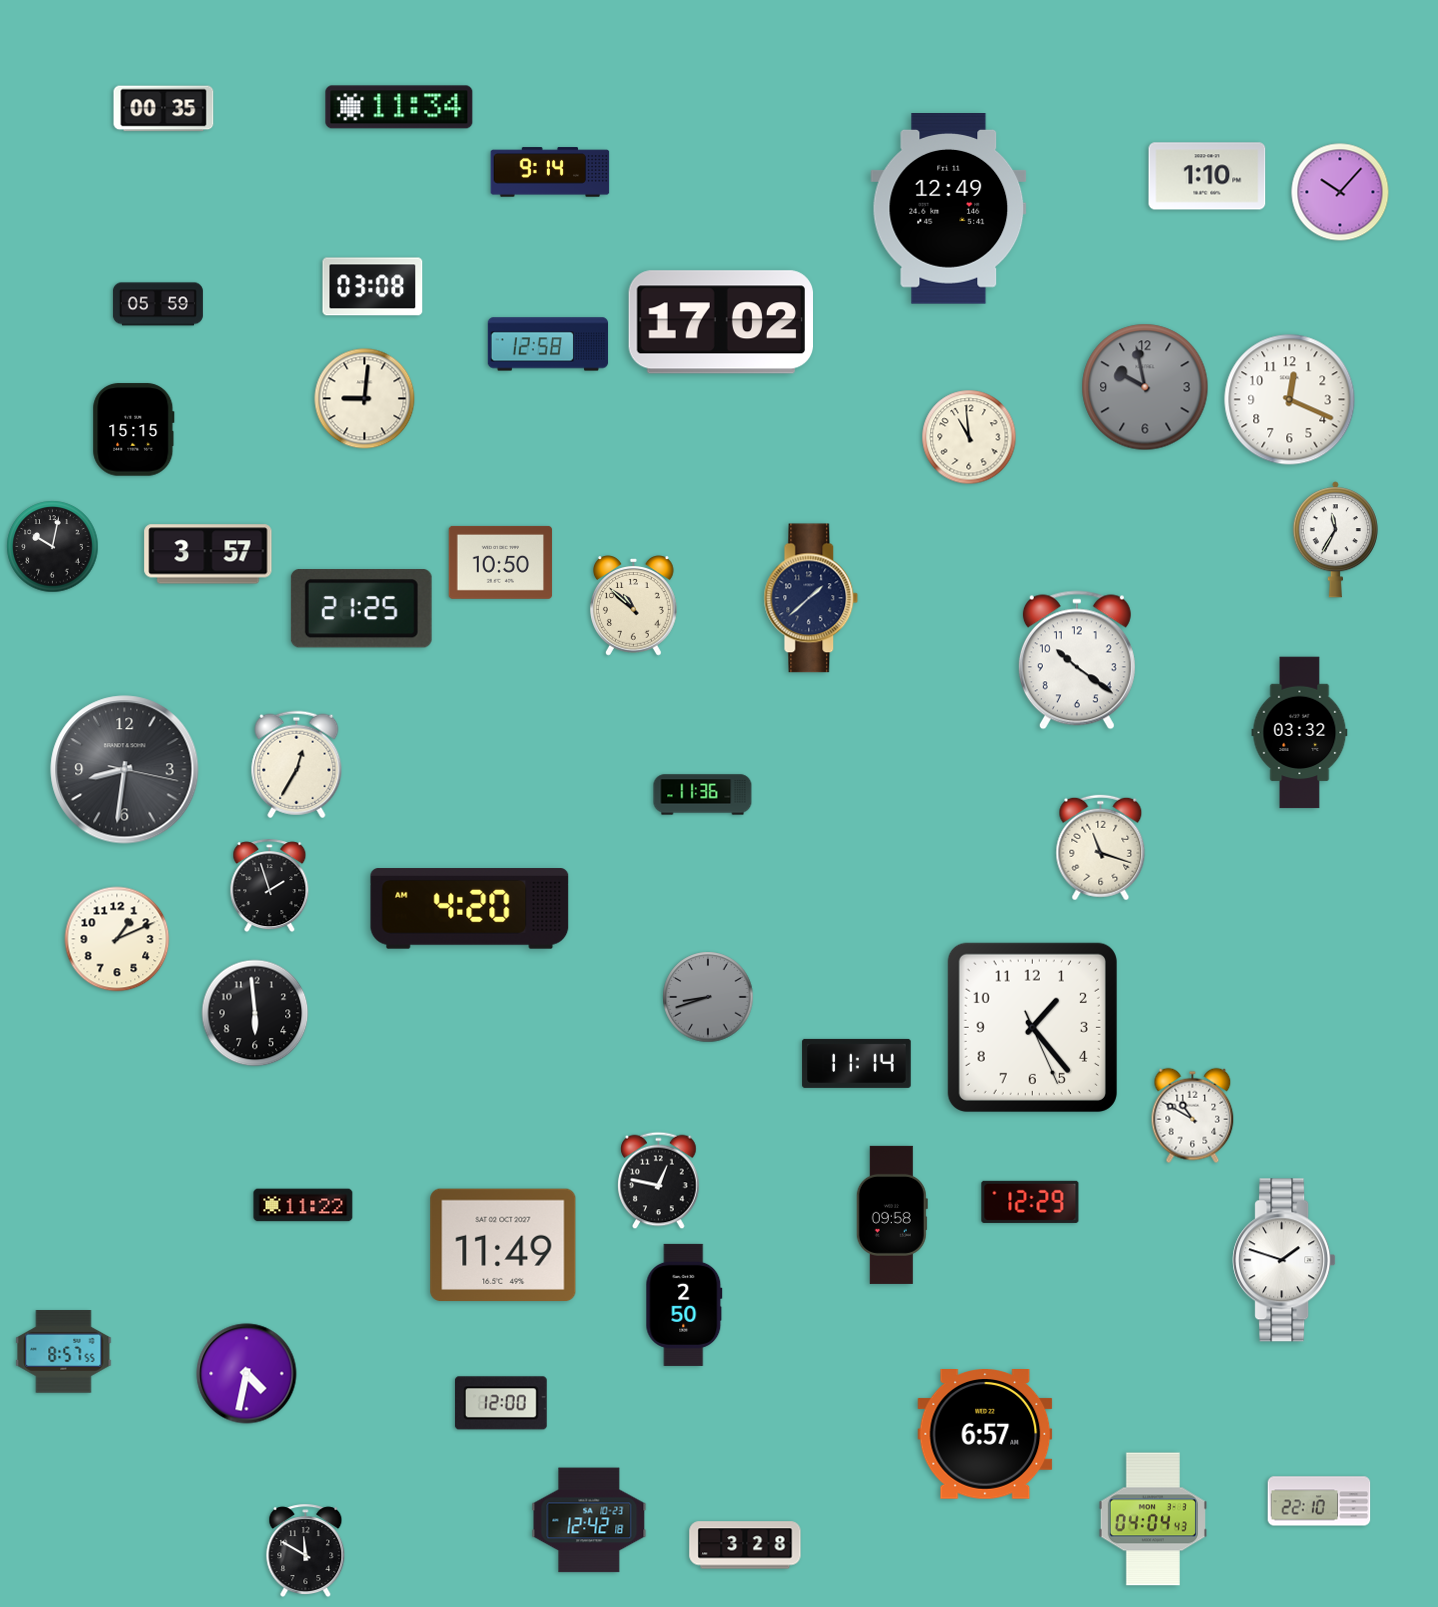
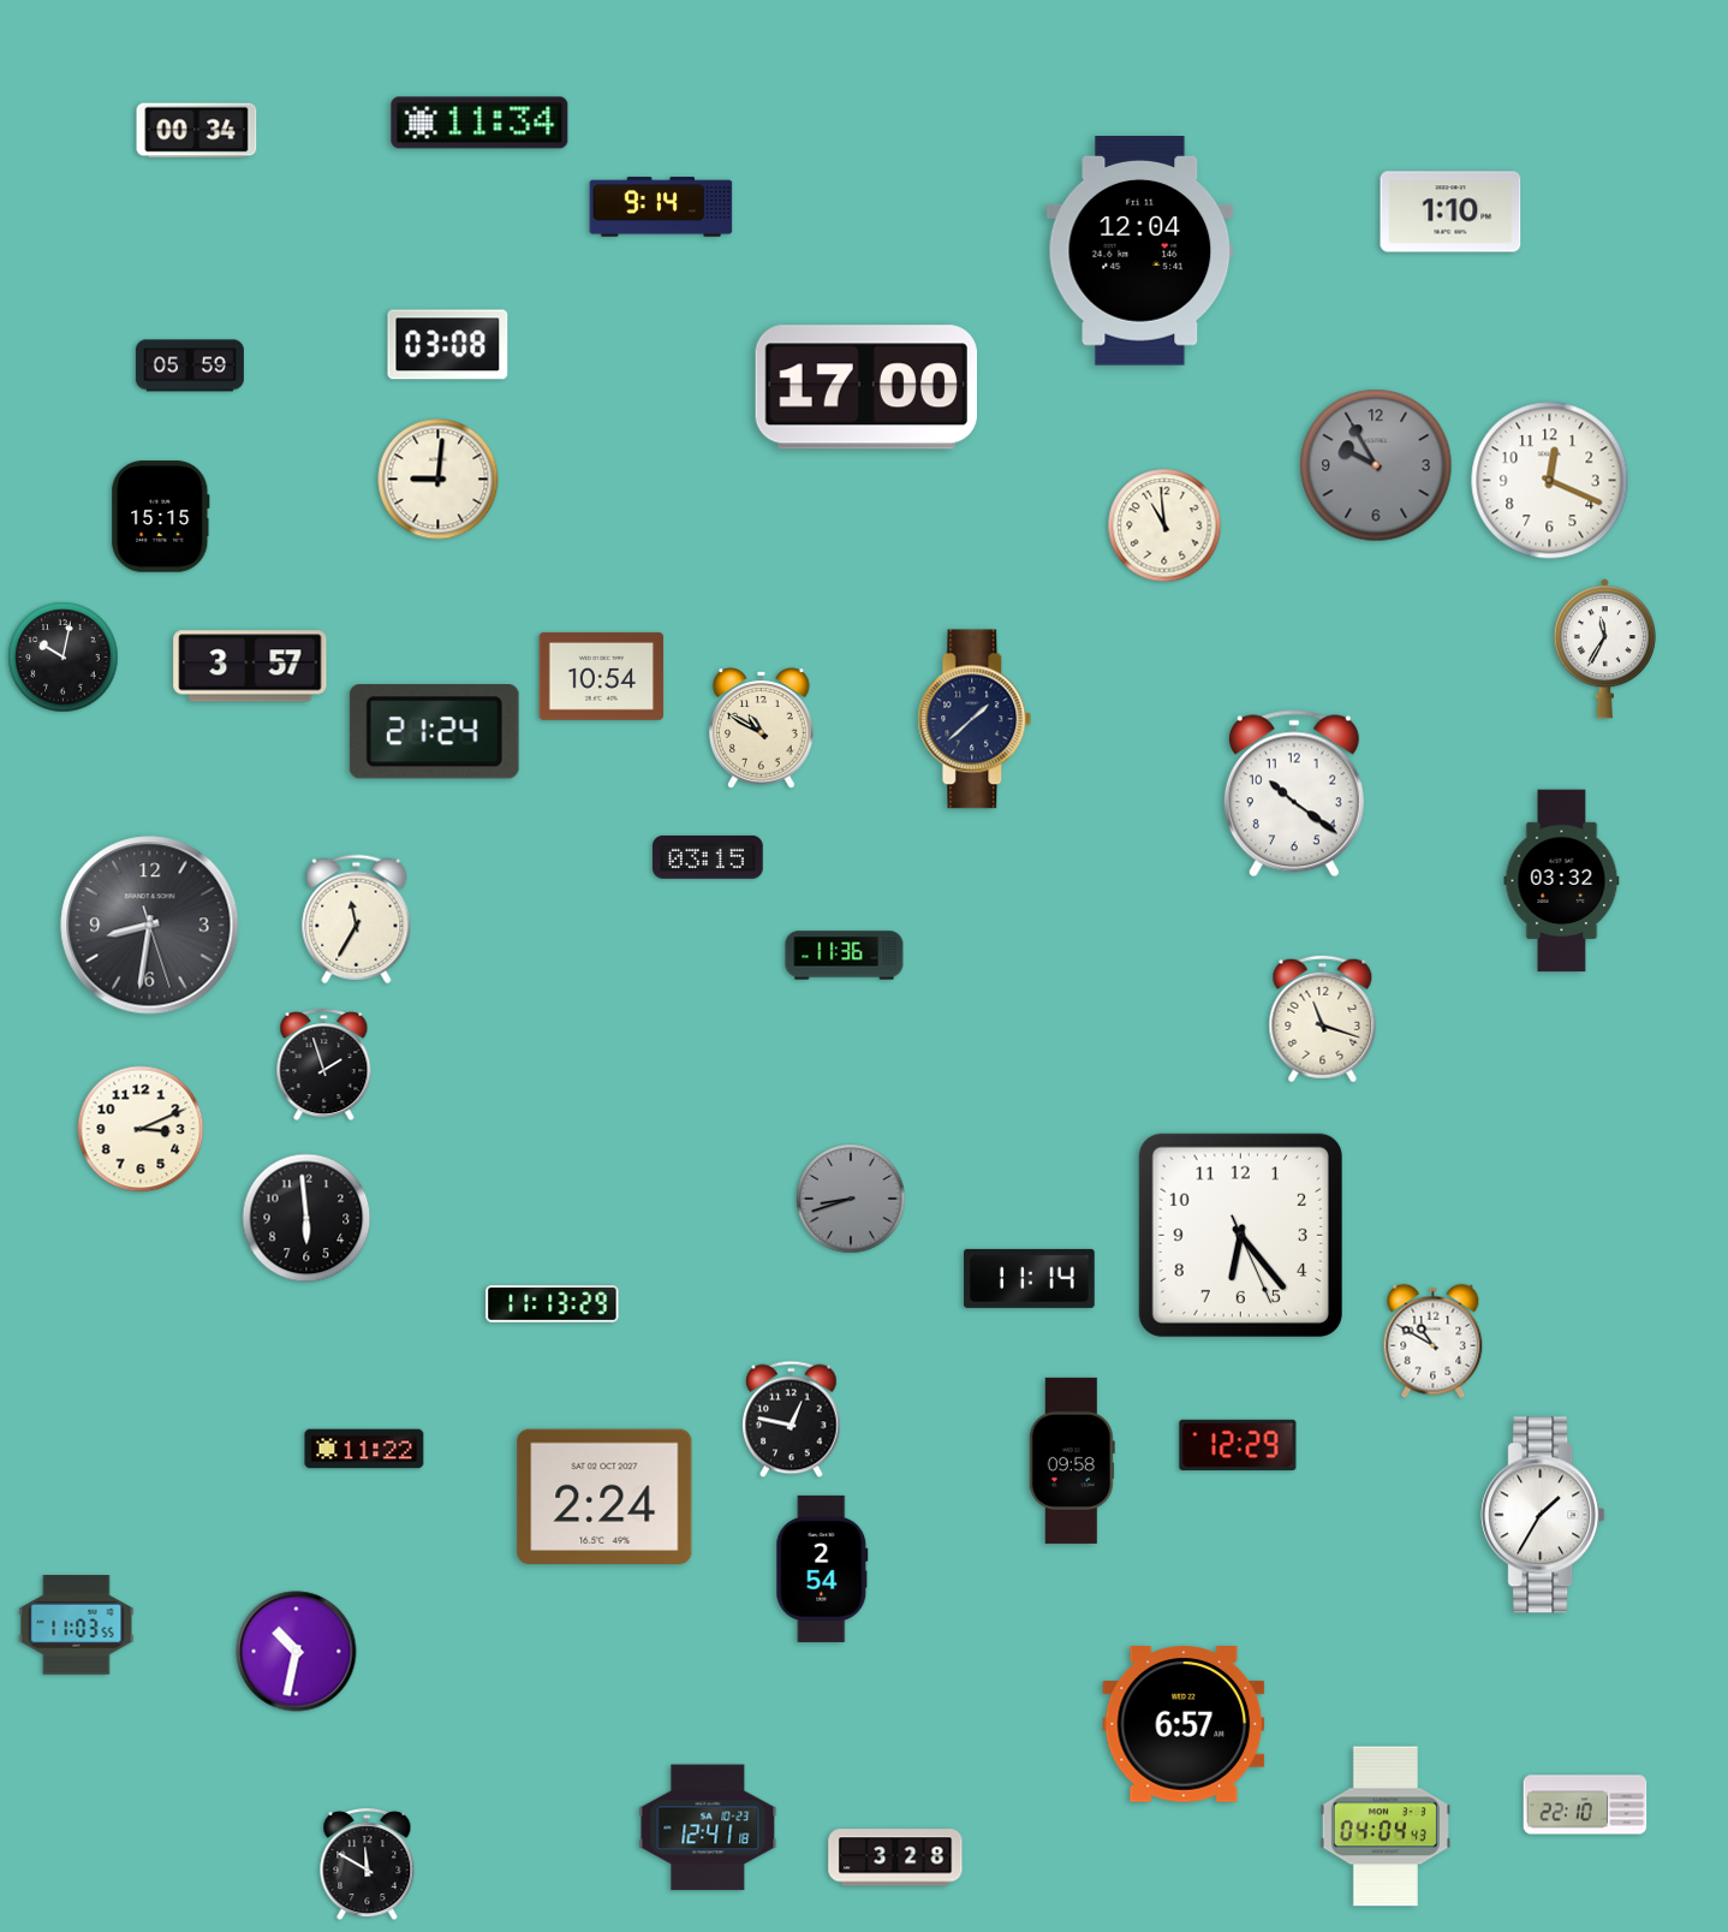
clock at (399, 107) position: (399, 107) -> (479, 123)
clock at (164, 109): 00:35 -> 00:34
clock at (1340, 192): 10:07 -> none
clock at (949, 209): 12:49 -> 12:04
clock at (720, 322): 17:02 -> 17:00
clock at (548, 344): 12:58 -> none
clock at (1145, 387): 9:58 -> 9:55
clock at (501, 562): 10:50 -> 10:54
clock at (634, 606): 10:52 -> 10:50
clock at (361, 609): 21:25 -> 21:24
clock at (709, 857): none -> 03:15
clock at (297, 765): 12:35 -> 11:35
clock at (125, 770): 8:31:17 -> 8:31:27
clock at (470, 909): 4:20 -> none
clock at (117, 939): 1:11 -> 3:11
clock at (1032, 1027): 1:23 -> 6:23
clock at (553, 1304): none -> 11:13
clock at (503, 1245): 11:49 -> 2:24
clock at (1284, 1260): 1:48 -> 1:35
clock at (684, 1305): 2:50 -> 2:54
clock at (64, 1352): 8:57 -> 11:03
clock at (247, 1374): 4:32 -> 10:32
clock at (501, 1403): 12:00 -> none
clock at (589, 1520): 12:42 -> 12:41
